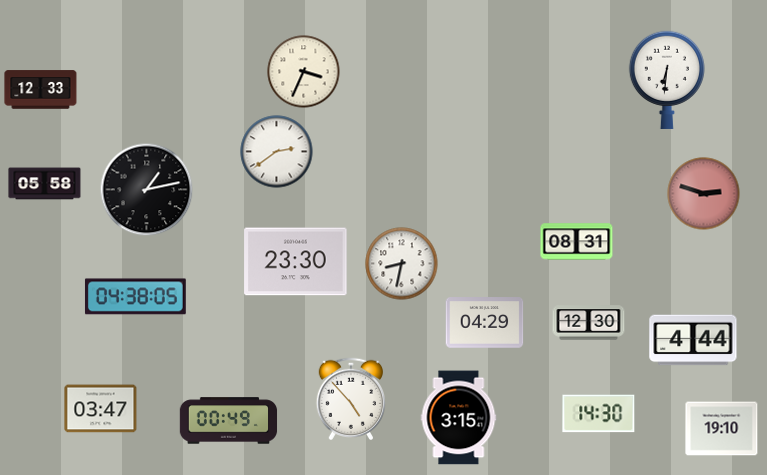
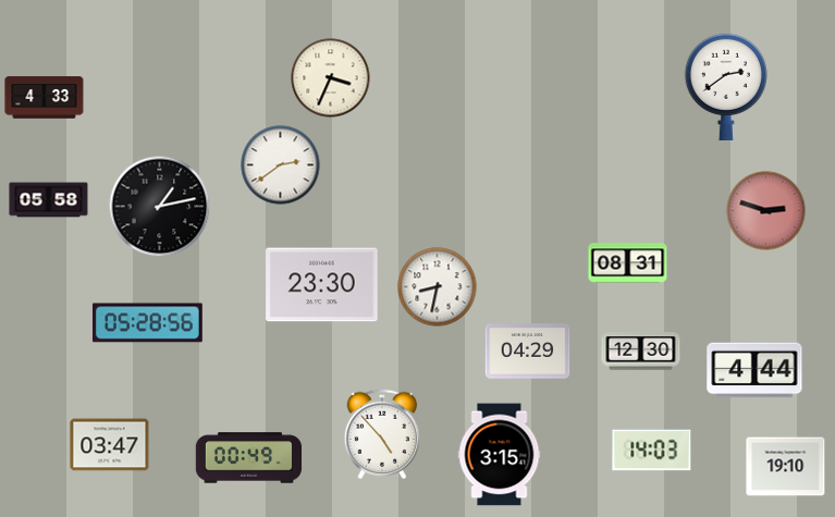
clock at (667, 80): 6:31 -> 2:39
clock at (41, 90): 12:33 -> 4:33
clock at (277, 152) position: (277, 152) -> (281, 165)
clock at (135, 297): 04:38 -> 05:28
clock at (599, 414): 14:30 -> 14:03
